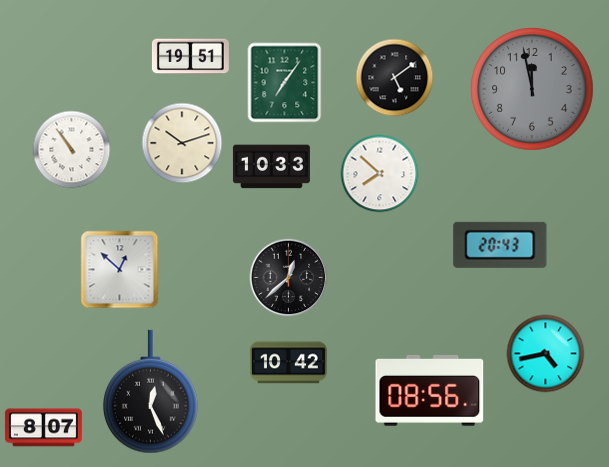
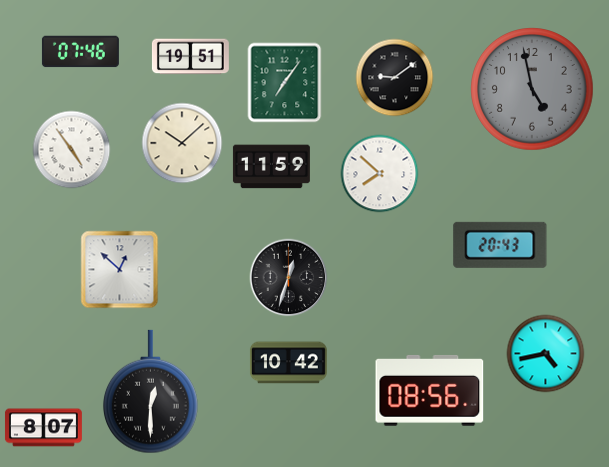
clock at (80, 52): none -> 07:46
clock at (394, 77): 5:09 -> 9:09
clock at (533, 90): 11:58 -> 4:58
clock at (182, 143): 10:12 -> 10:08
clock at (71, 149): 10:54 -> 4:54
clock at (271, 167): 10:33 -> 11:59
clock at (288, 277): 12:38 -> 12:33
clock at (150, 392): 12:26 -> 12:30
